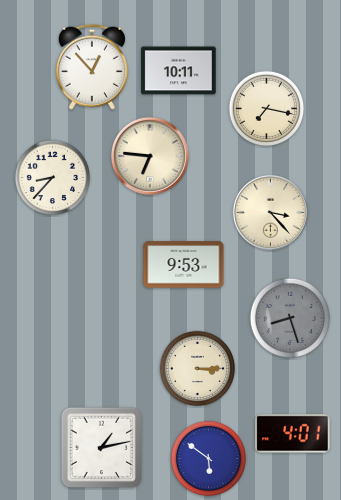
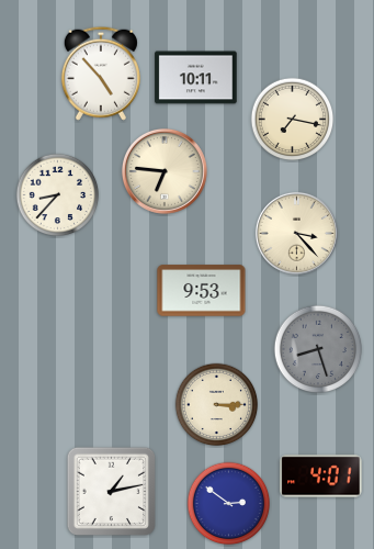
clock at (92, 67): 12:53 -> 4:53
clock at (209, 459): 5:51 -> 2:51
